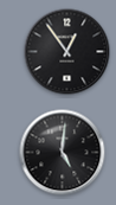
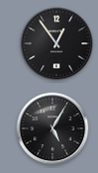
clock at (63, 153): 5:01 -> 5:05
